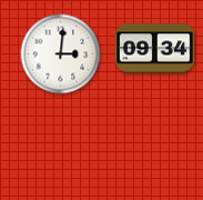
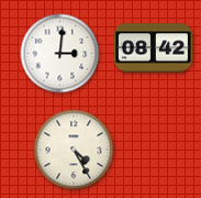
clock at (155, 49): 09:34 -> 08:42
clock at (74, 150): none -> 4:25
